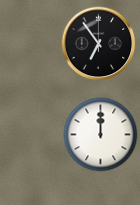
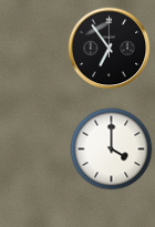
clock at (101, 135): 12:00 -> 4:00
